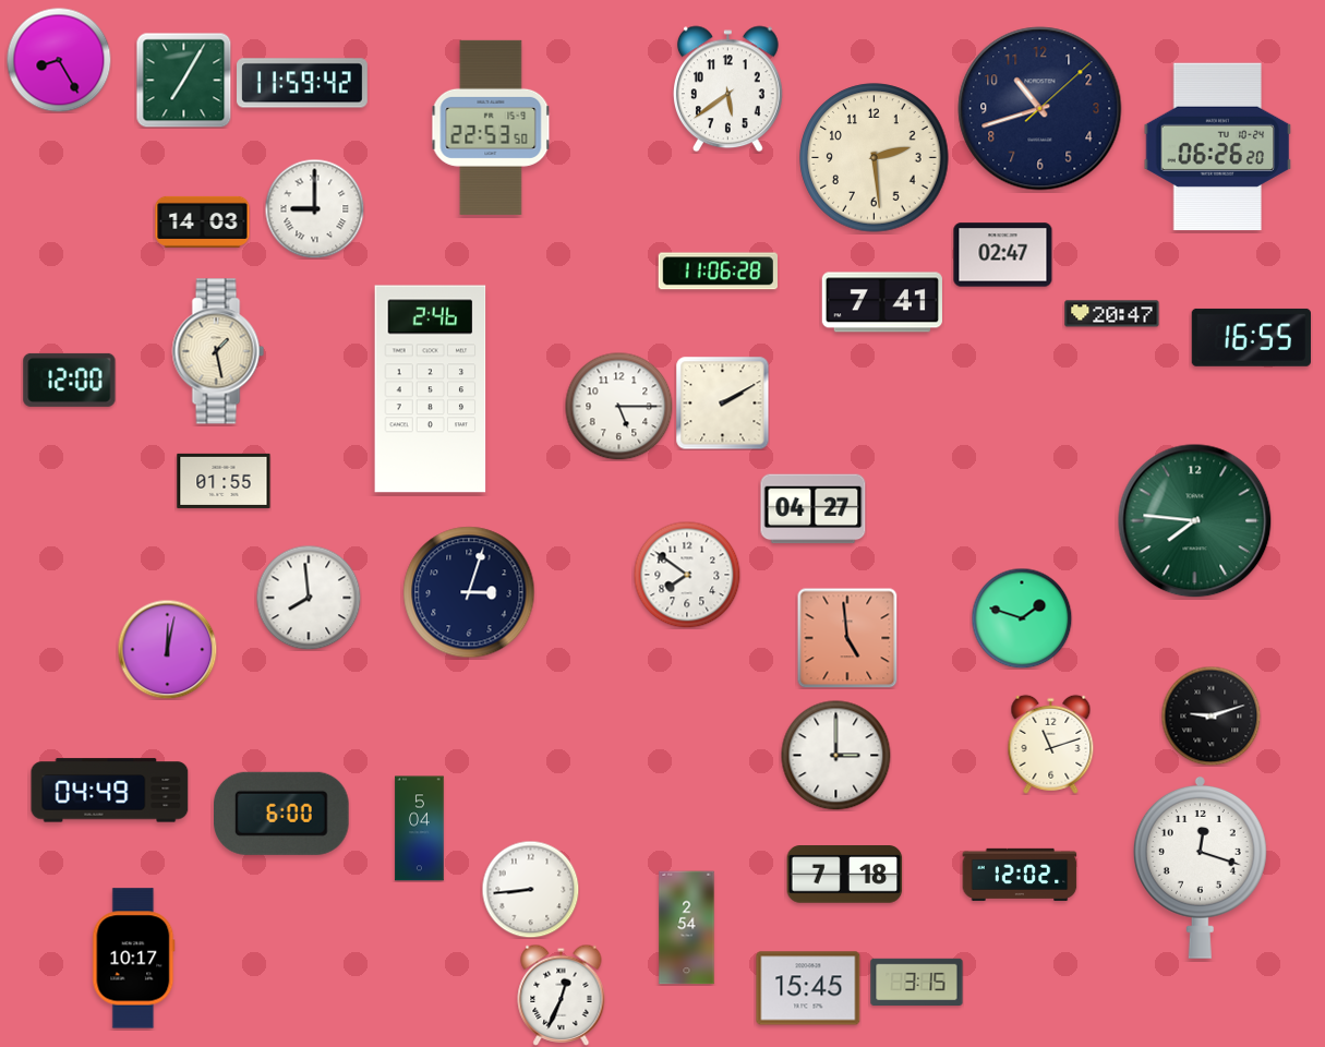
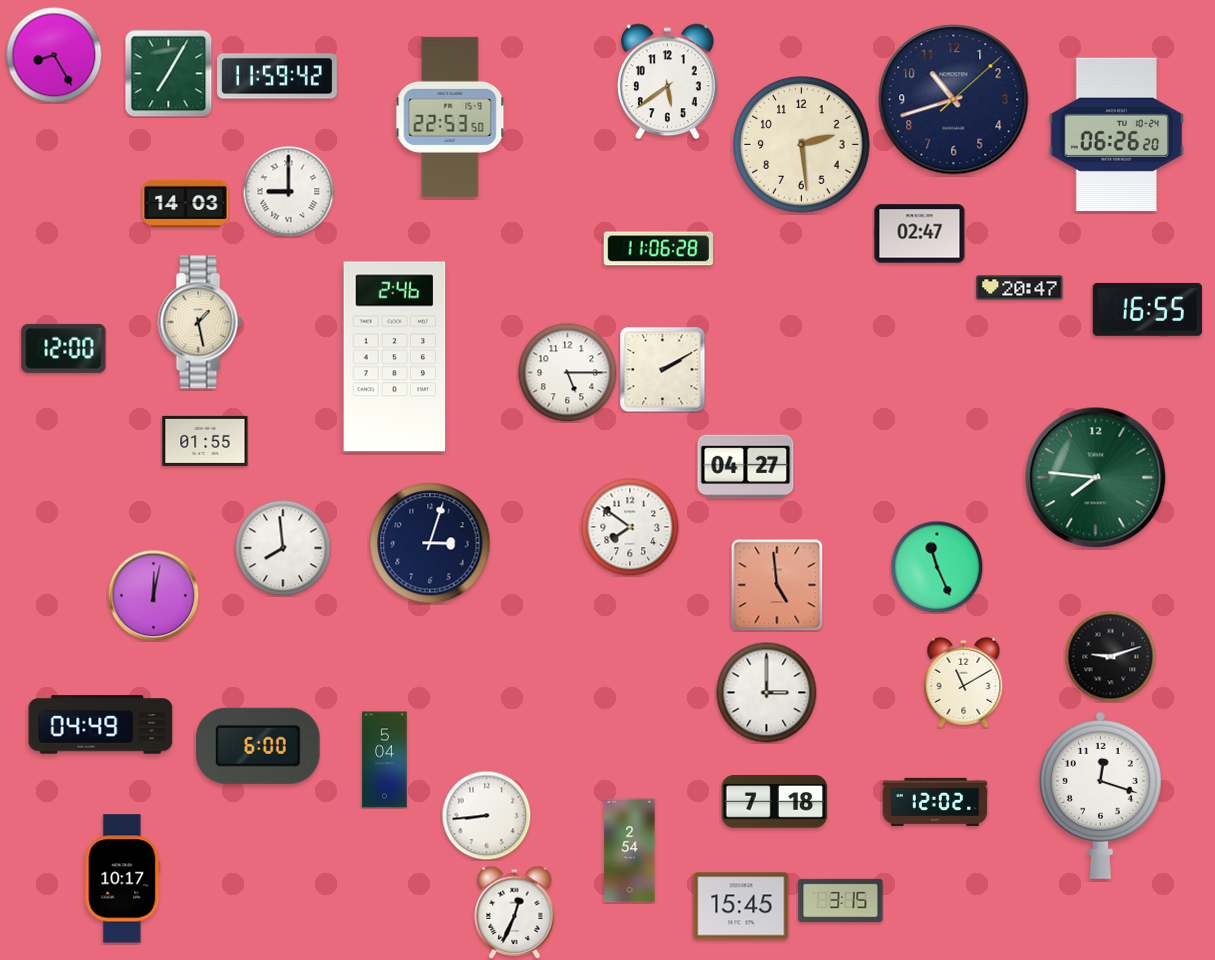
clock at (882, 302): 7:41 -> none
clock at (1022, 618): 1:48 -> 11:26
clock at (1051, 744): 11:12 -> 11:10
